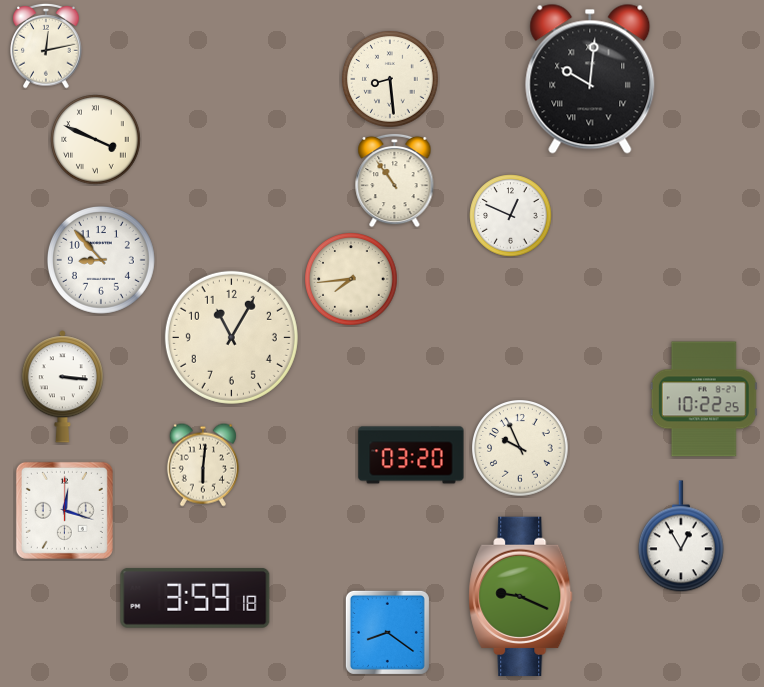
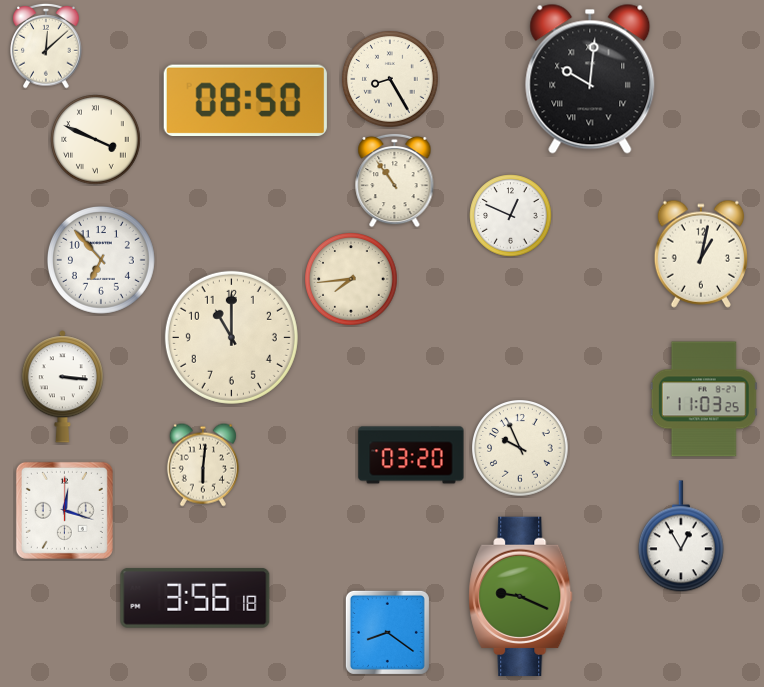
clock at (46, 46): 12:13 -> 12:08
clock at (390, 79): 8:29 -> 8:25
clock at (245, 100): none -> 08:50
clock at (701, 254): none -> 1:02
clock at (101, 260): 8:53 -> 6:53
clock at (231, 337): 11:05 -> 11:00
clock at (704, 399): 10:22 -> 11:03
clock at (195, 598): 3:59 -> 3:56
